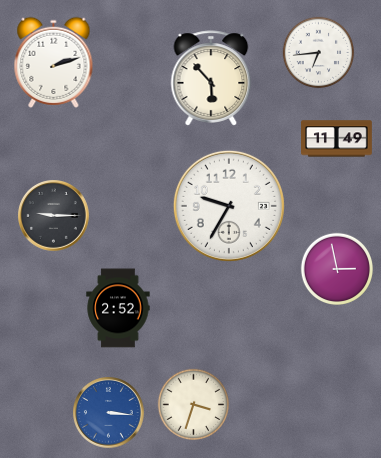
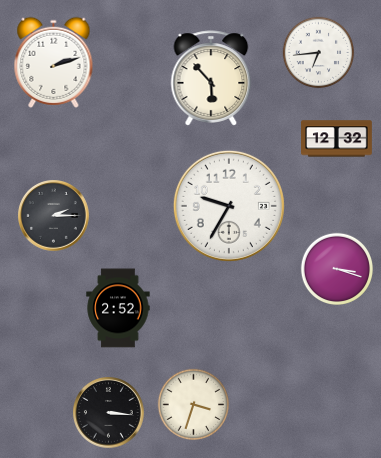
clock at (337, 139): 11:49 -> 12:32
clock at (54, 216): 9:15 -> 2:15
clock at (336, 268): 2:58 -> 3:18
clock at (109, 413) dial: blue -> black
